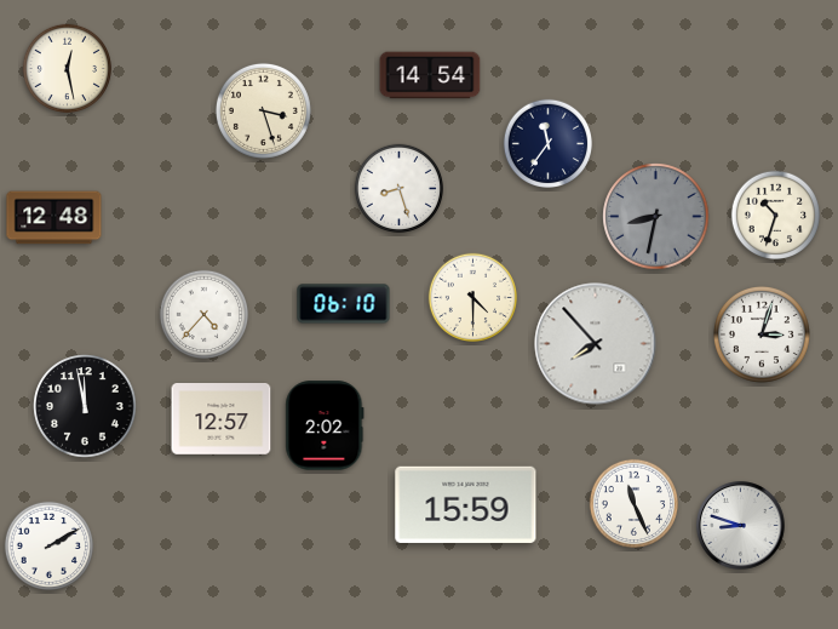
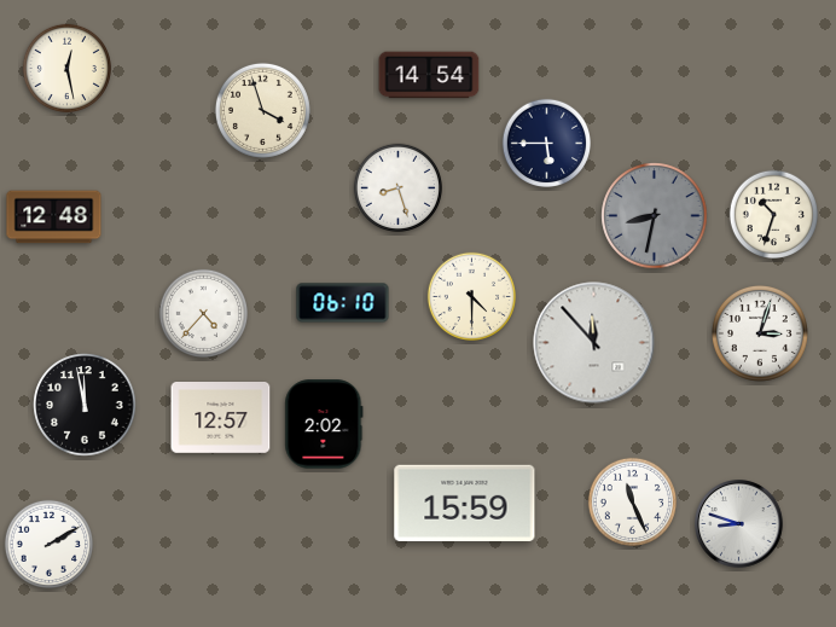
clock at (263, 110): 3:27 -> 3:57
clock at (547, 143): 11:36 -> 5:45
clock at (596, 344): 7:53 -> 11:53
